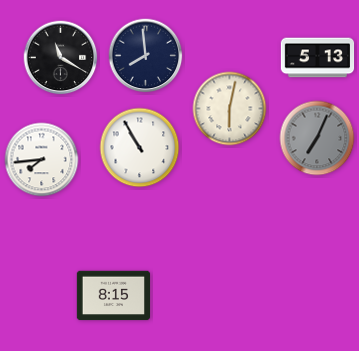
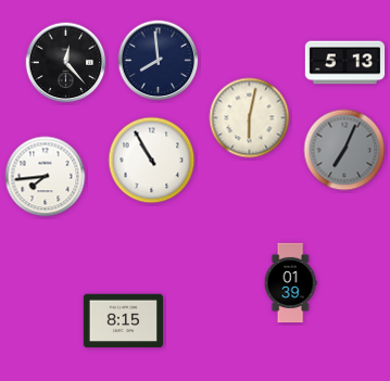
clock at (61, 58): 11:20 -> 12:23
clock at (42, 160) position: (42, 160) -> (46, 177)
clock at (290, 283): none -> 01:39
